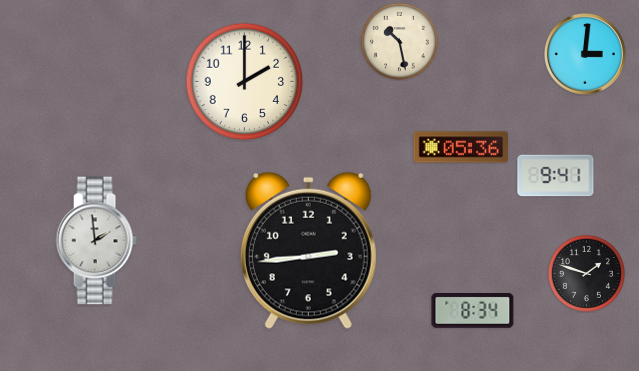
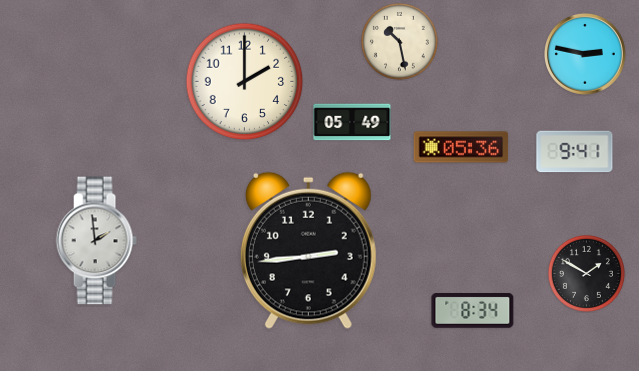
clock at (586, 55): 3:01 -> 2:47
clock at (352, 122): none -> 05:49
clock at (556, 176) position: (556, 176) -> (575, 152)
clock at (586, 273): 1:48 -> 1:50
